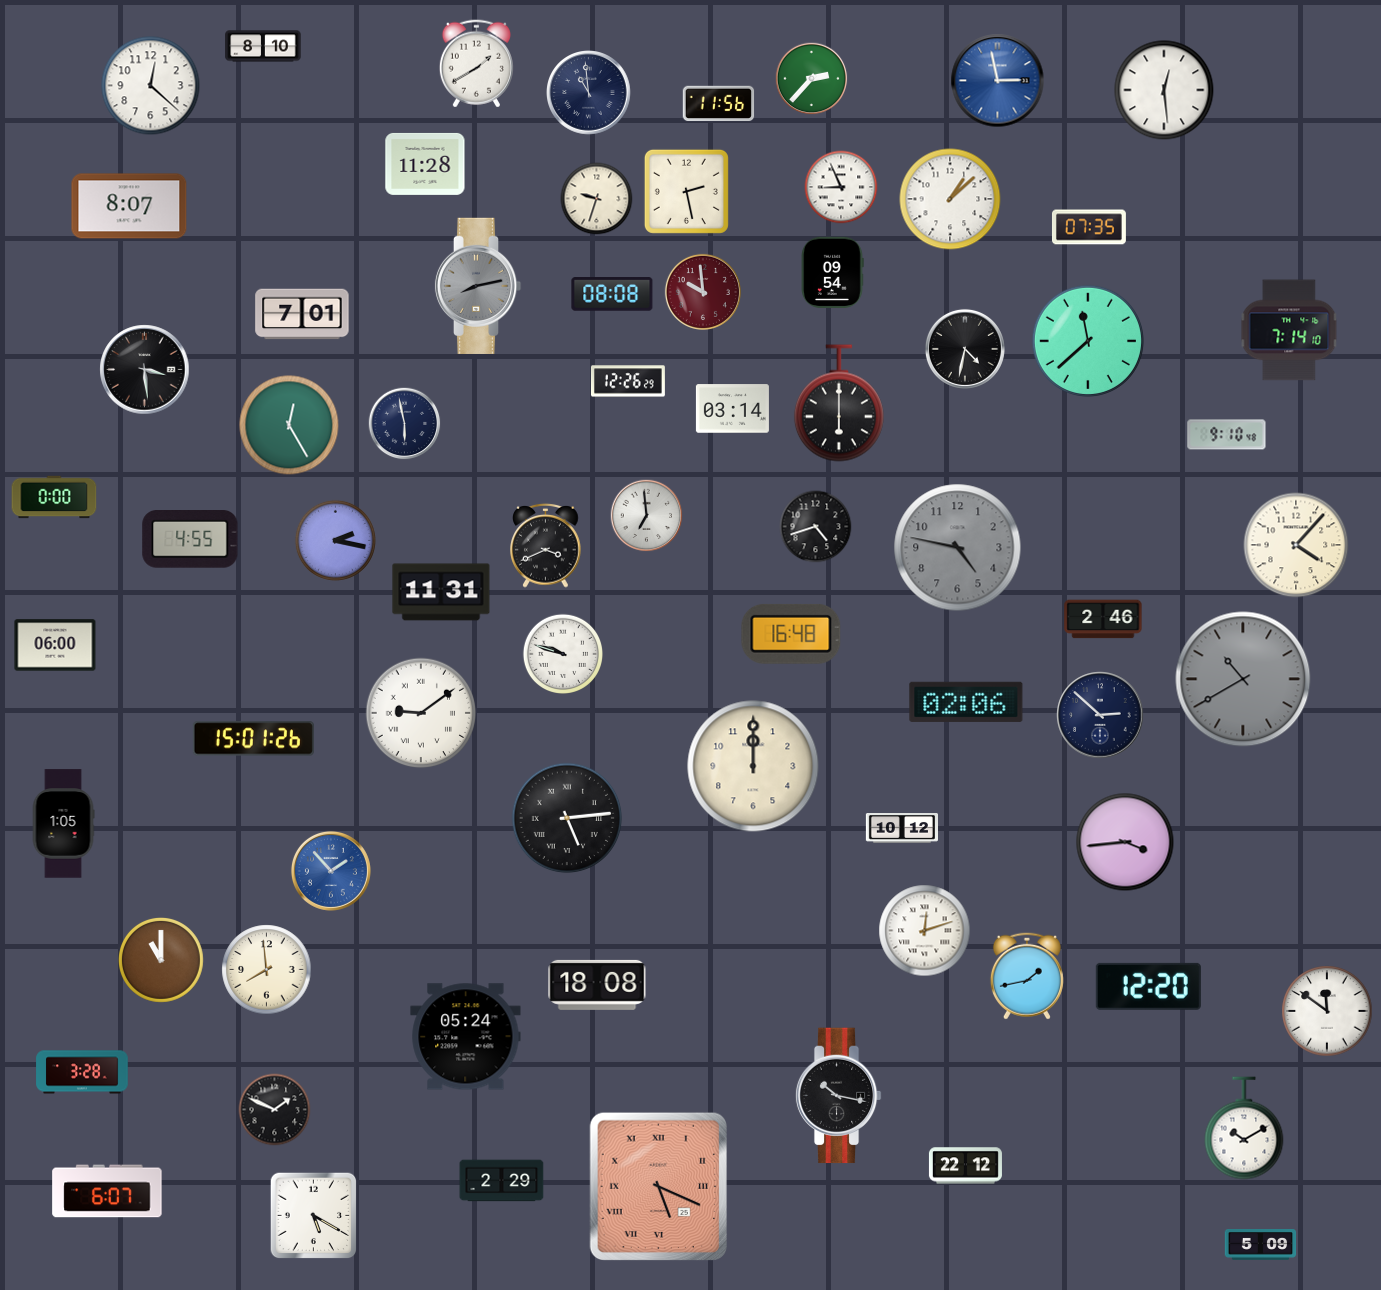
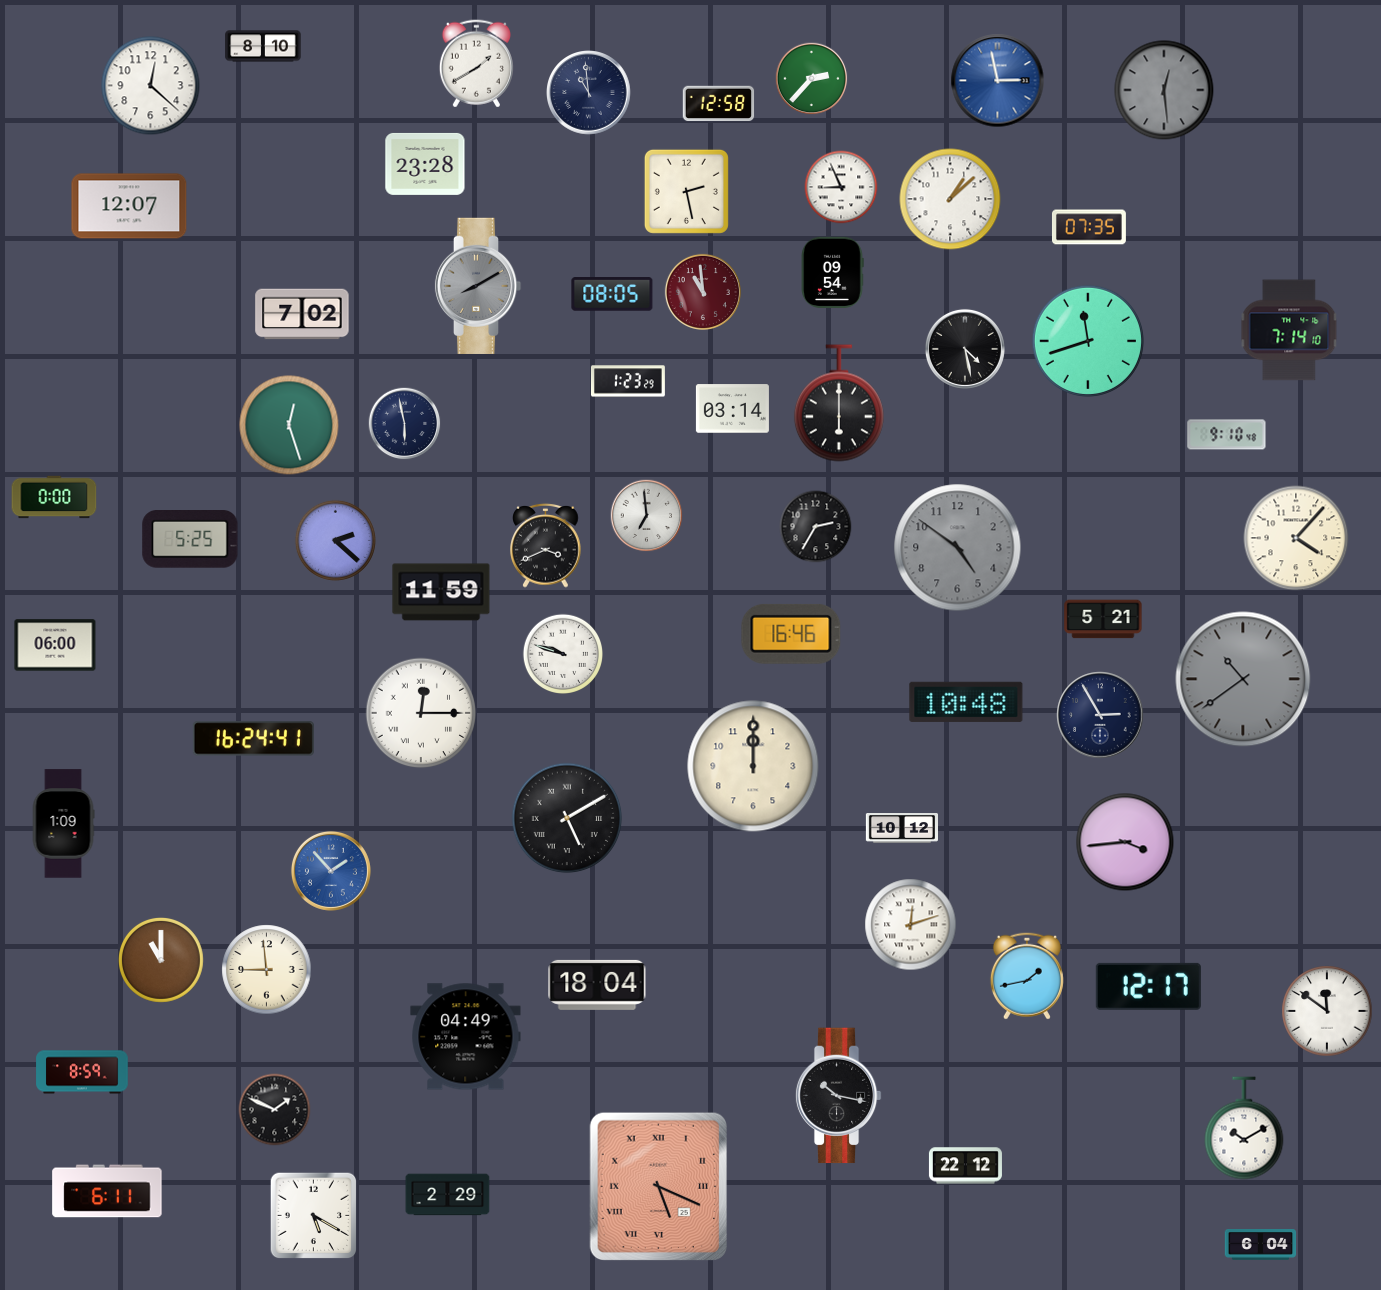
clock at (1164, 90) dial: white -> grey
clock at (719, 104): 11:56 -> 12:58
clock at (425, 164): 11:28 -> 23:28
clock at (597, 199): 9:33 -> none
clock at (129, 206): 8:07 -> 12:07
clock at (478, 286): 8:13 -> 8:10
clock at (703, 292): 9:59 -> 10:59
clock at (612, 294): 08:08 -> 08:05
clock at (302, 314): 7:01 -> 7:02
clock at (1087, 340): 11:38 -> 11:42
clock at (965, 349): 4:32 -> 4:28
clock at (145, 370): 3:29 -> none
clock at (628, 381): 12:26 -> 1:23
clock at (289, 425): 12:25 -> 12:27
clock at (816, 527): 4:42 -> 2:35
clock at (190, 540): 4:55 -> 5:25
clock at (335, 540): 2:17 -> 2:22
clock at (1296, 545) position: (1296, 545) -> (1296, 538)
clock at (958, 548): 4:47 -> 4:51
clock at (441, 592): 11:31 -> 11:59
clock at (1103, 619): 2:46 -> 5:21
clock at (791, 634): 16:48 -> 16:46
clock at (1243, 679): 10:40 -> 10:39
clock at (966, 702): 02:06 -> 10:48
clock at (421, 713): 9:09 -> 12:15
clock at (1100, 715): 2:52 -> 2:55
clock at (253, 739): 15:01 -> 16:24
clock at (567, 818): 5:14 -> 5:10
clock at (63, 824): 1:05 -> 1:09
clock at (925, 931) position: (925, 931) -> (911, 925)
clock at (267, 970): 7:59 -> 8:59
clock at (597, 985): 18:08 -> 18:04
clock at (1148, 986): 12:20 -> 12:17
clock at (466, 1037): 05:24 -> 04:49
clock at (82, 1072): 3:28 -> 8:59
clock at (502, 1181) position: (502, 1181) -> (448, 1195)
clock at (107, 1191): 6:07 -> 6:11
clock at (1261, 1245): 5:09 -> 6:04
